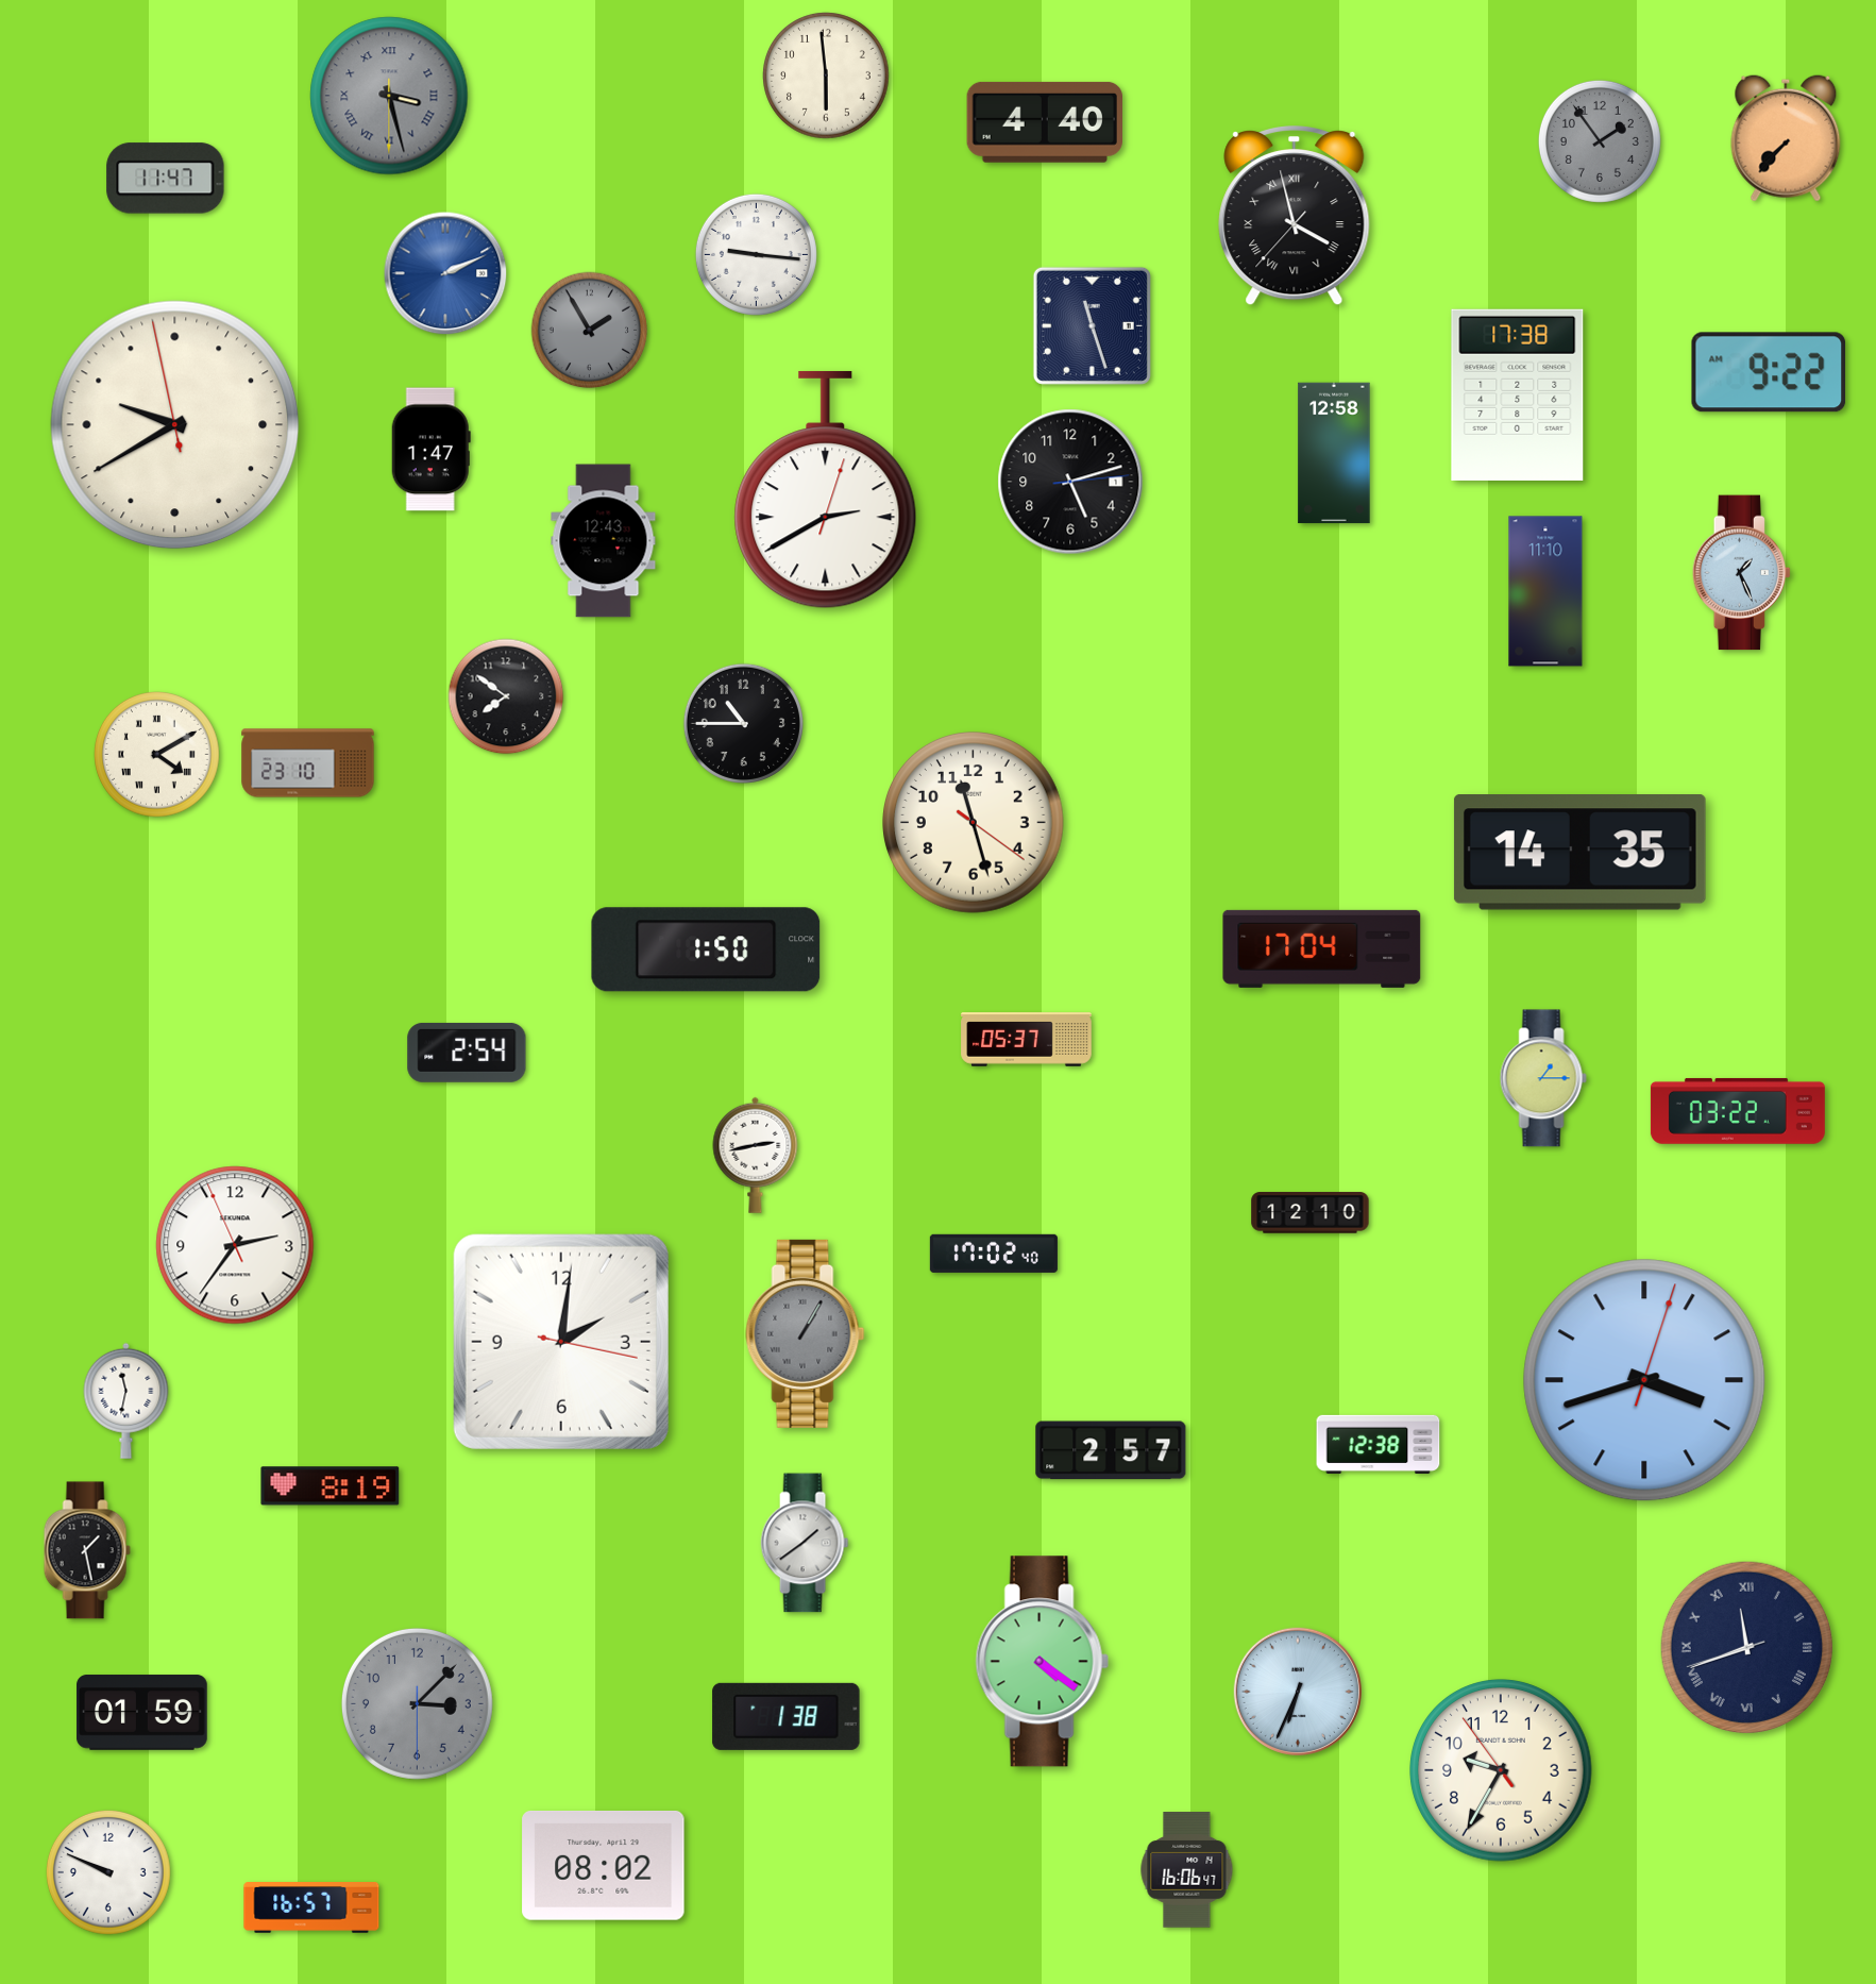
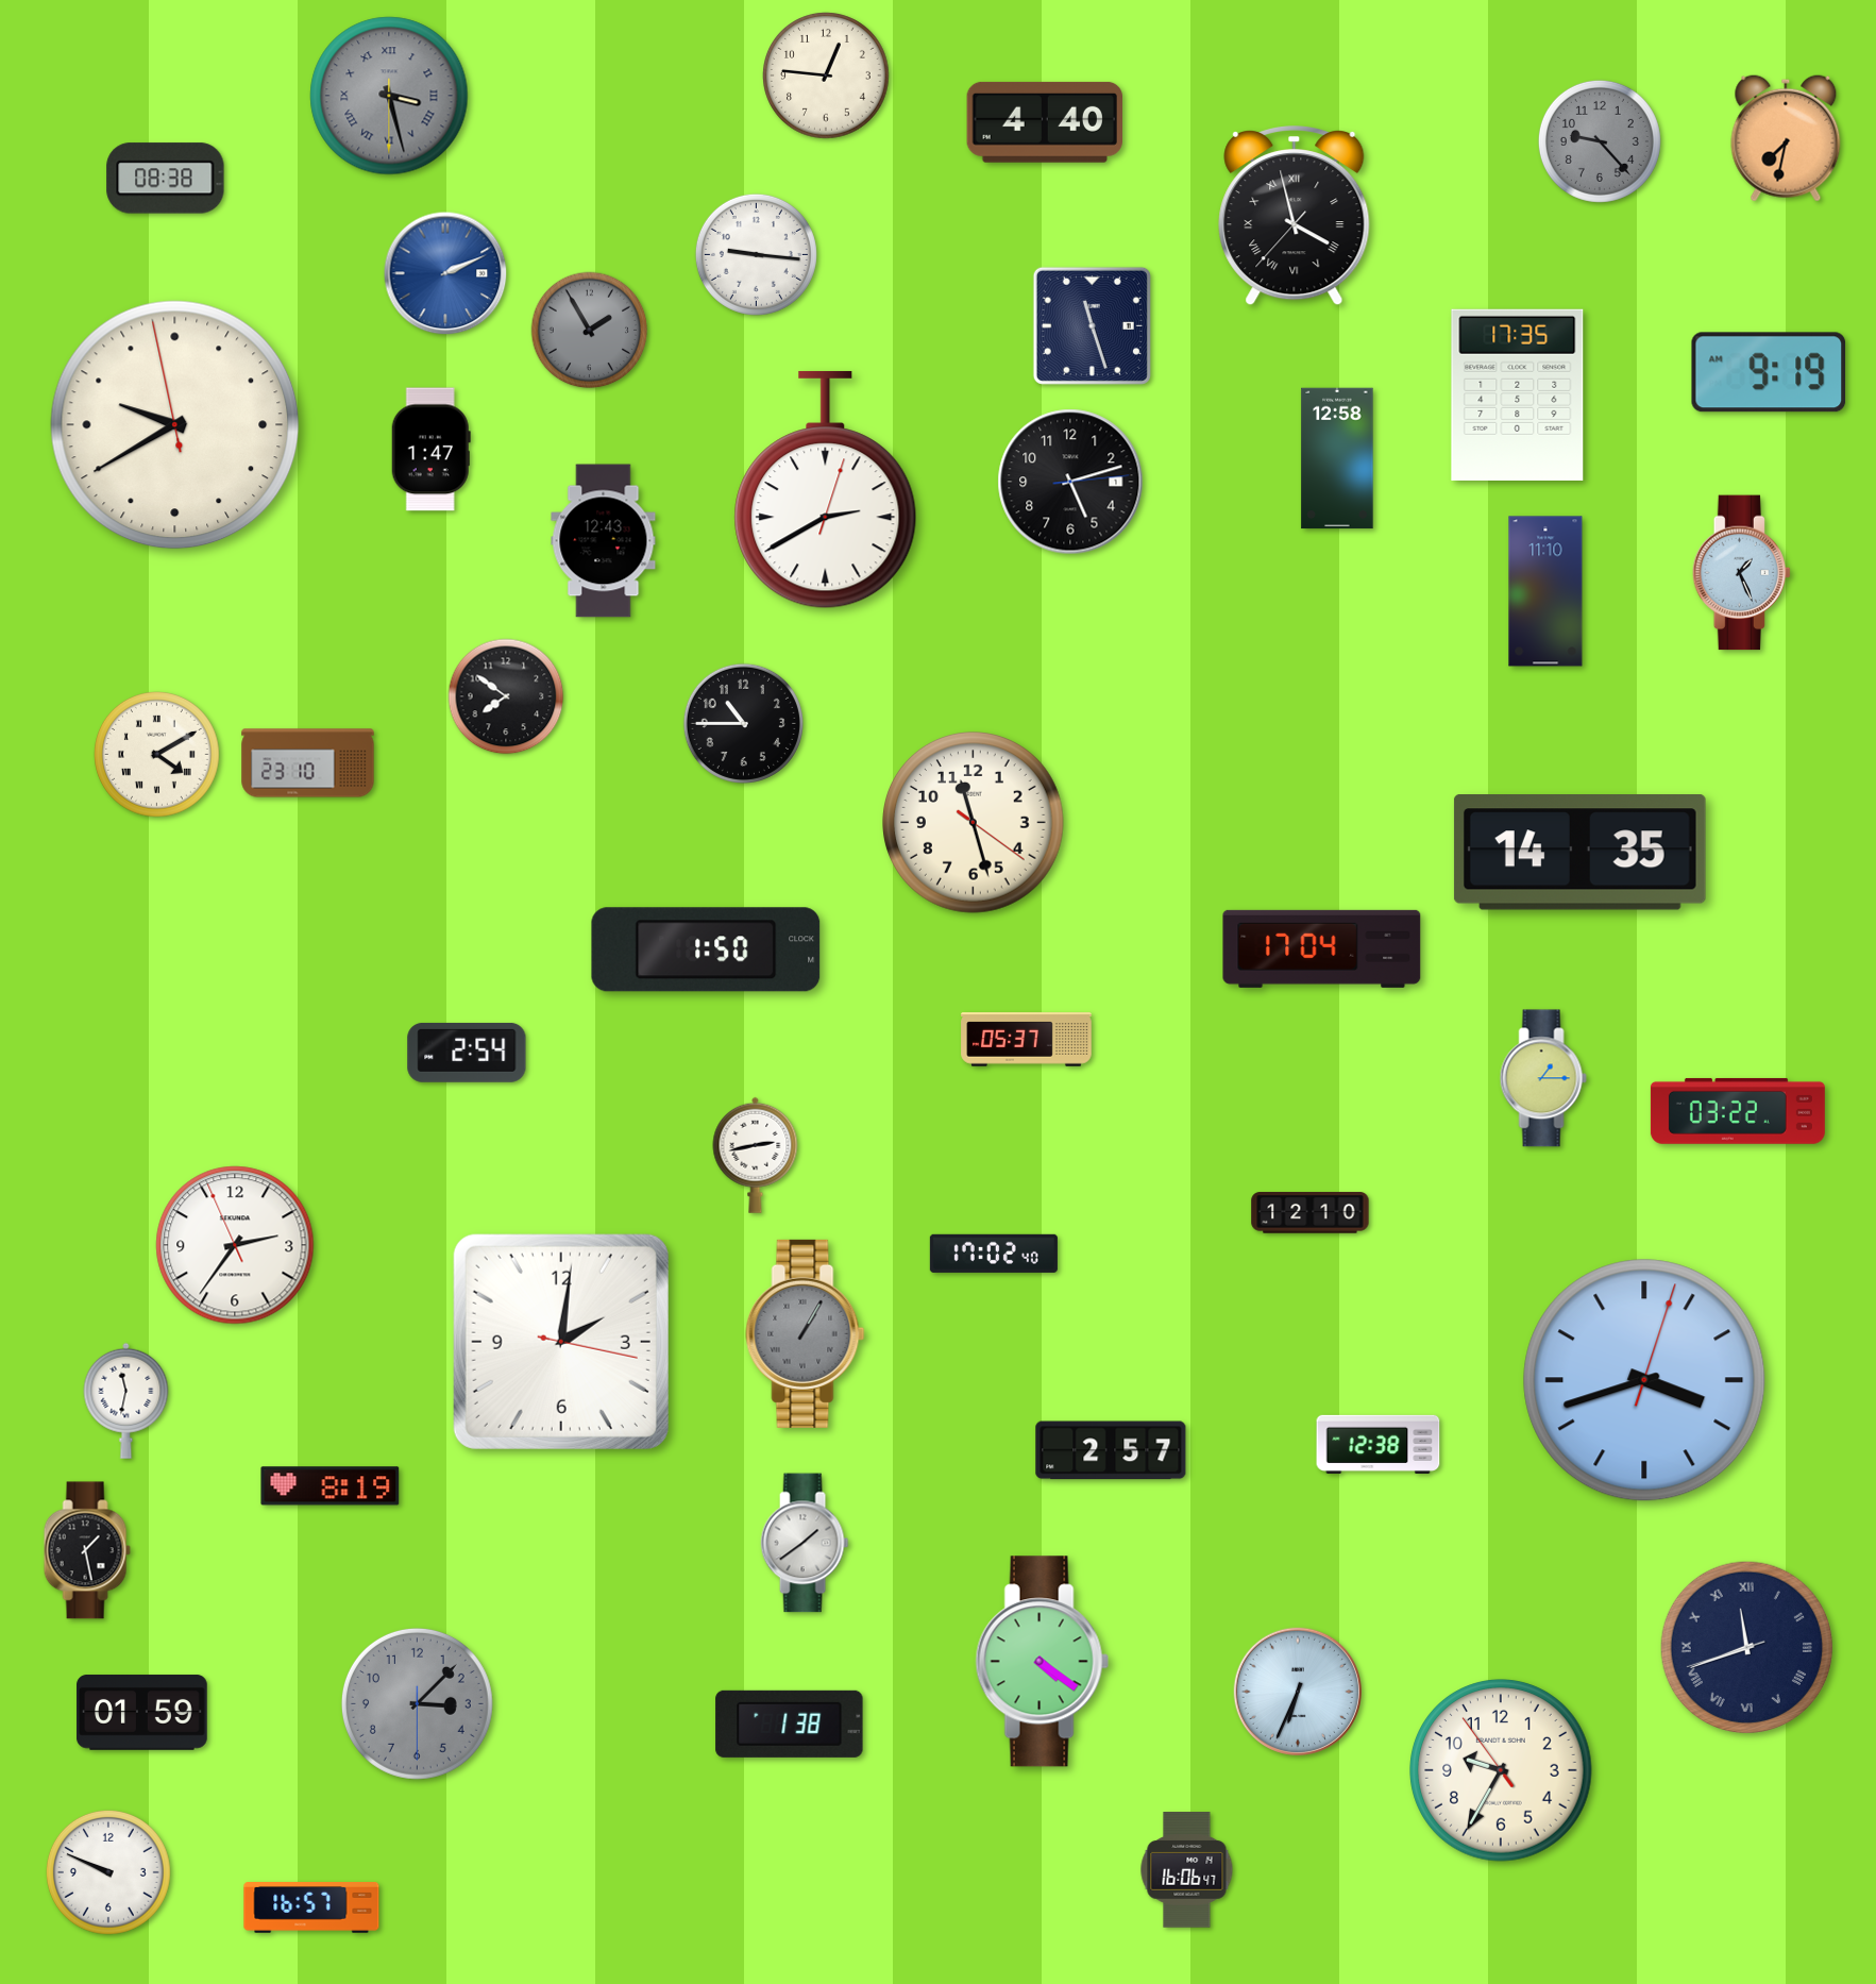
clock at (826, 75): 5:59 -> 12:46
clock at (1786, 138): 7:37 -> 7:32
clock at (1600, 141): 1:54 -> 9:23
clock at (166, 179): 11:47 -> 08:38
clock at (1769, 372): 9:22 -> 9:19
clock at (1518, 394): 17:38 -> 17:35
clock at (1334, 453) position: (1334, 453) -> (1337, 458)
clock at (787, 1716) position: (787, 1716) -> (790, 1724)
clock at (604, 1865): 08:02 -> none
